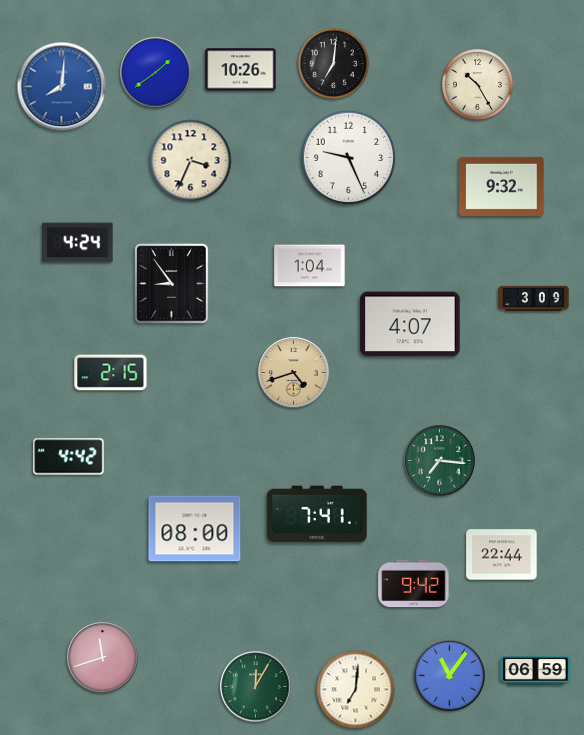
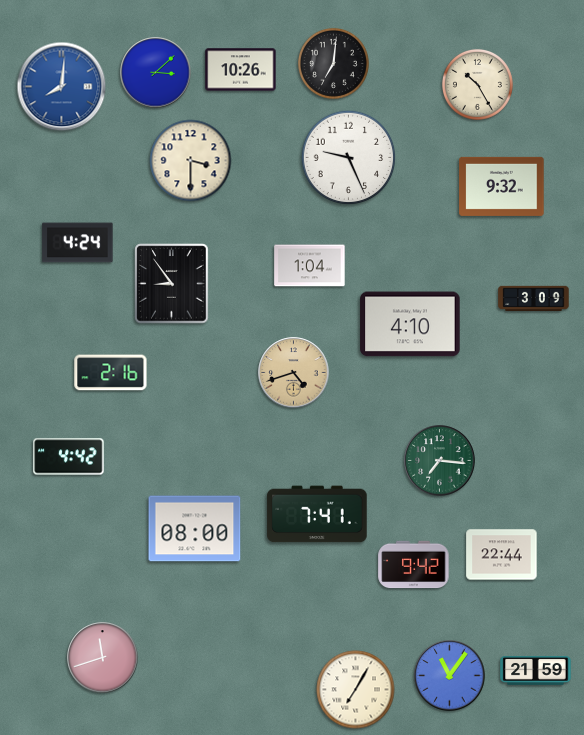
clock at (156, 73): 1:39 -> 3:08
clock at (191, 161): 3:34 -> 3:30
clock at (410, 324): 4:07 -> 4:10
clock at (111, 373): 2:15 -> 2:16
clock at (414, 584) position: (414, 584) -> (414, 565)
clock at (536, 671): 06:59 -> 21:59
clock at (256, 687): 12:05 -> none
clock at (356, 690): 7:01 -> 7:05
